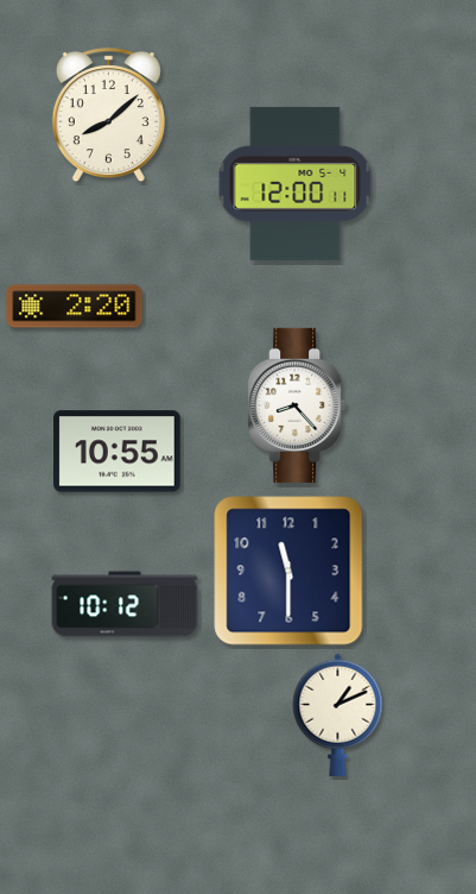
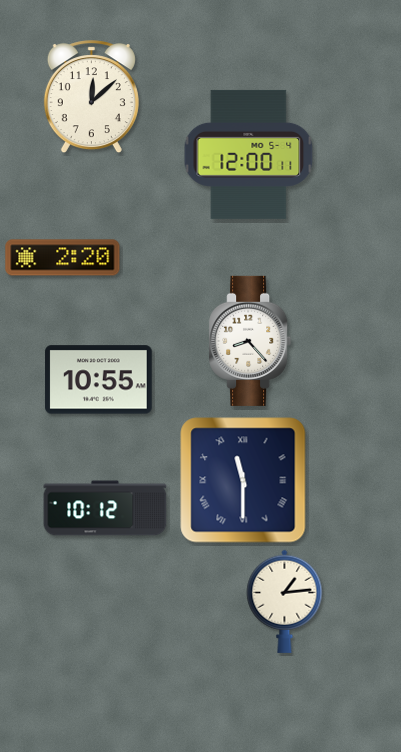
clock at (108, 115): 8:08 -> 12:08
clock at (288, 571) numerals: Arabic -> Roman
clock at (338, 714): 1:11 -> 1:14
